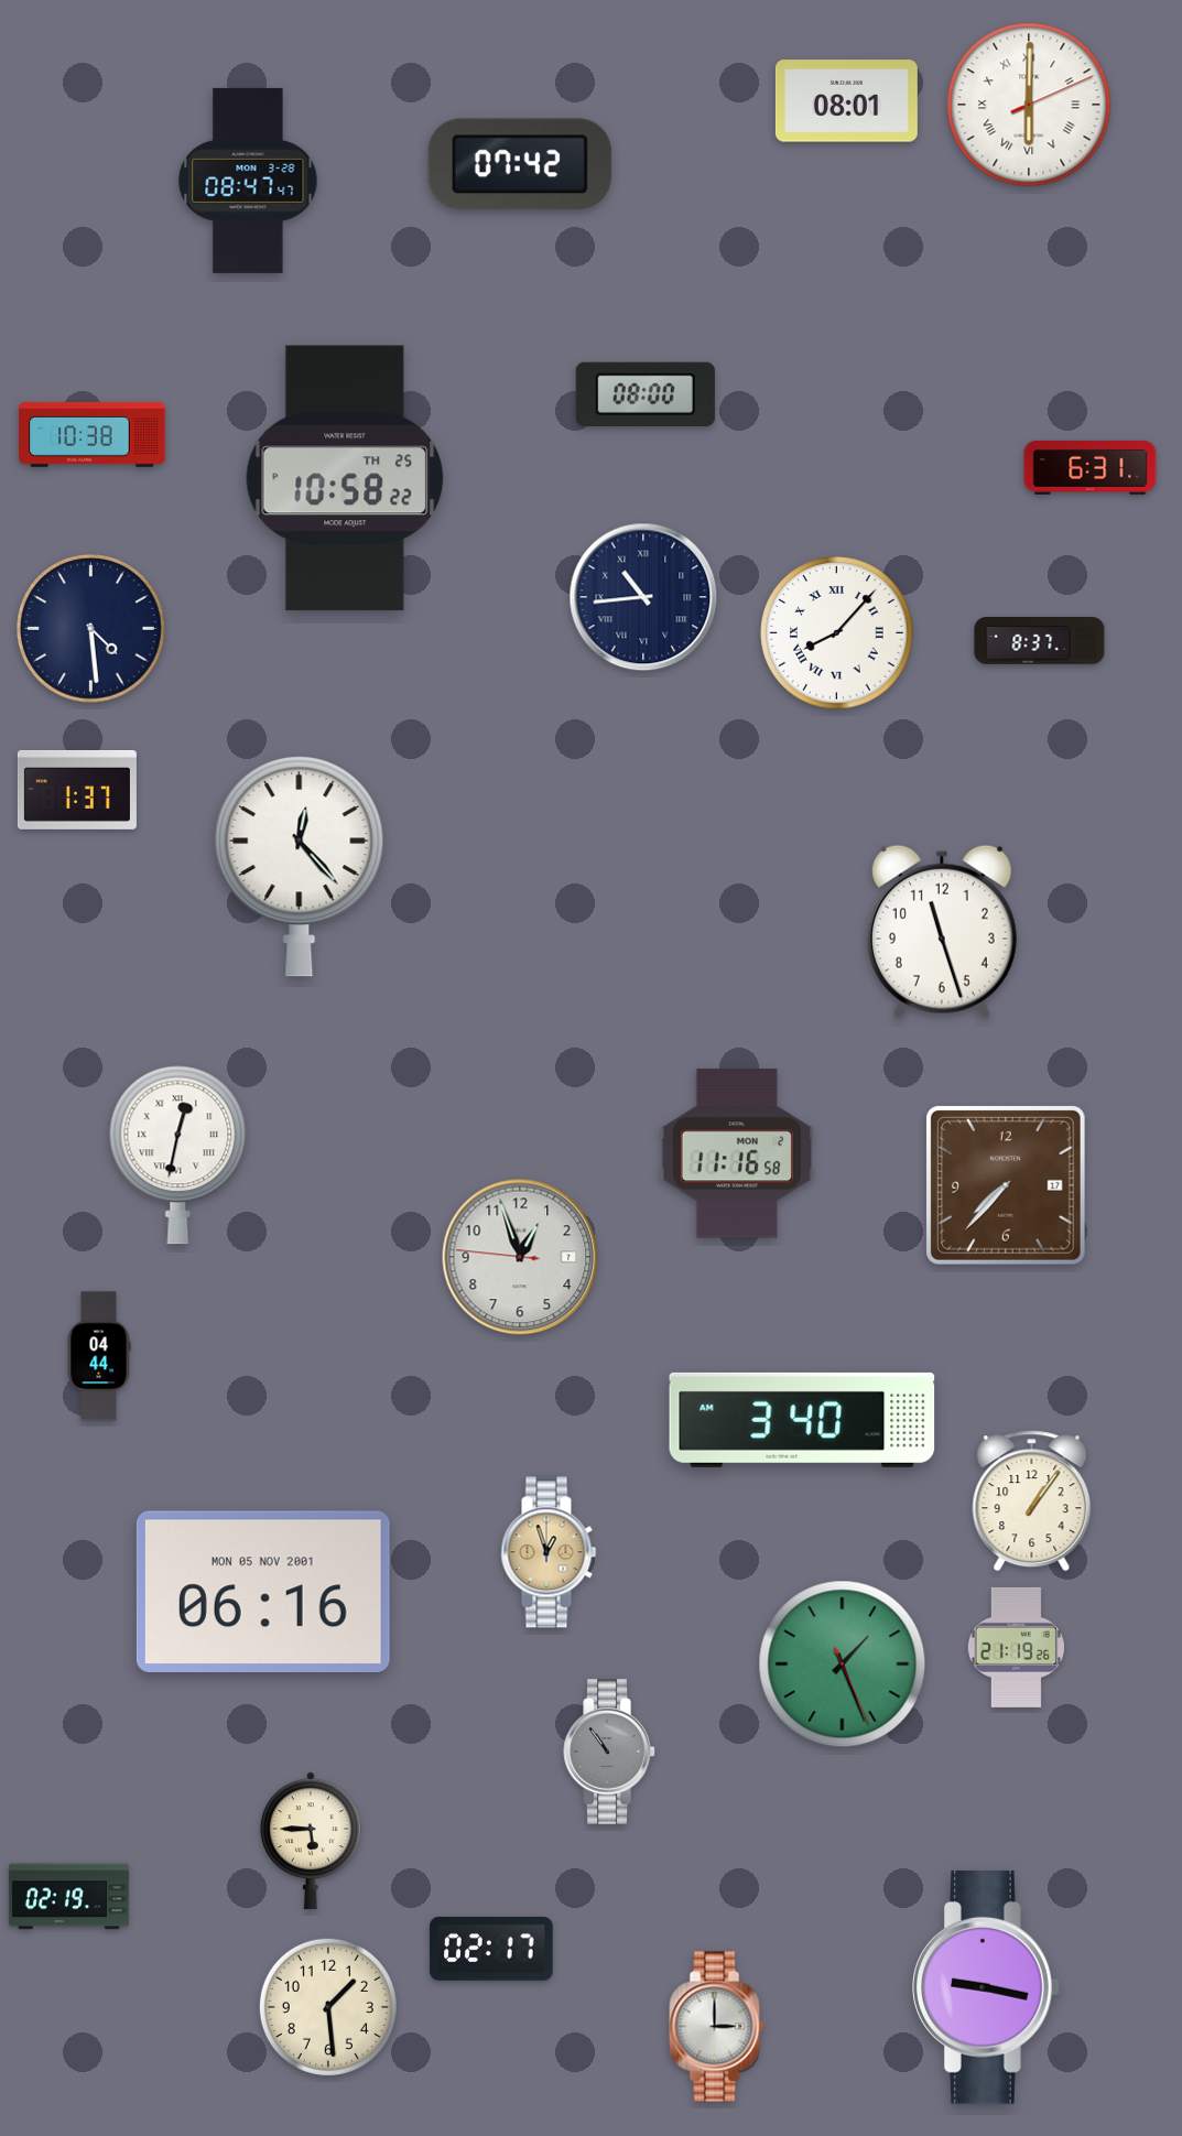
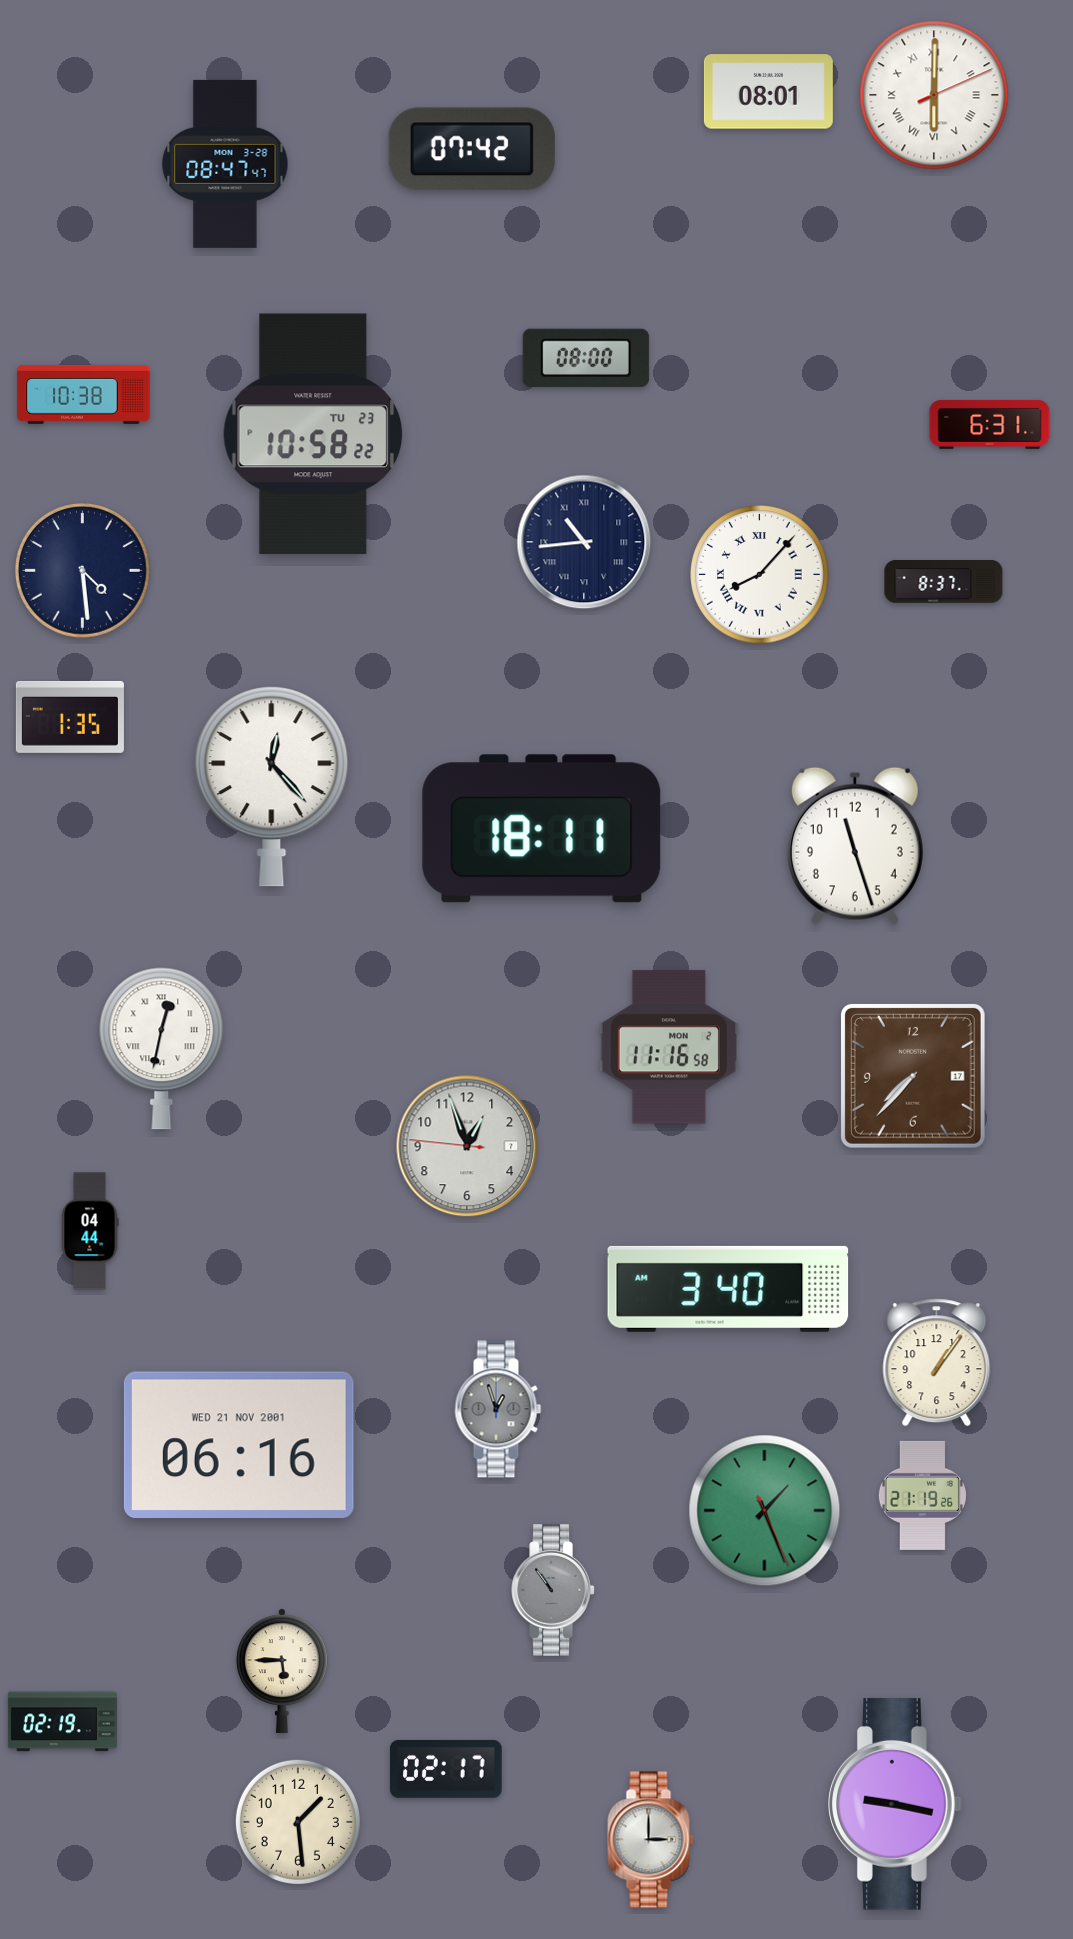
clock at (345, 478) date: TH 25 -> TU 23
clock at (77, 790): 1:37 -> 1:35
clock at (542, 829): none -> 18:11
clock at (520, 1257) position: (520, 1257) -> (467, 1146)
clock at (549, 1552) dial: champagne -> grey
clock at (263, 1591) date: MON 05 NOV 2001 -> WED 21 NOV 2001
